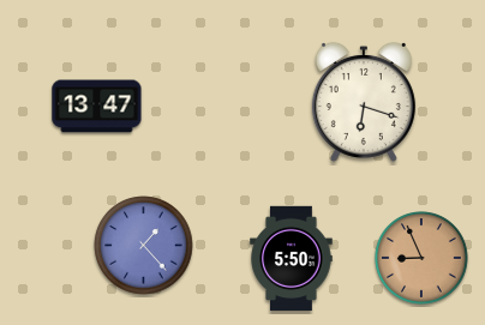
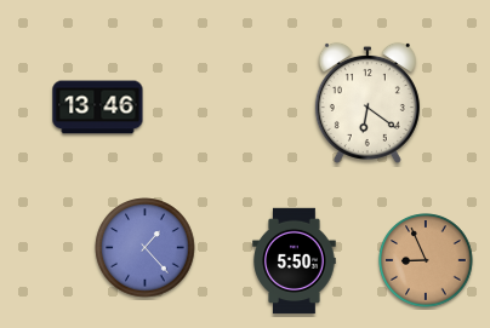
clock at (364, 102): 6:18 -> 6:21
clock at (97, 107): 13:47 -> 13:46
